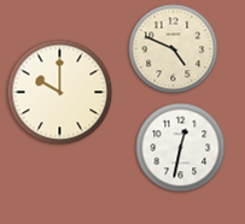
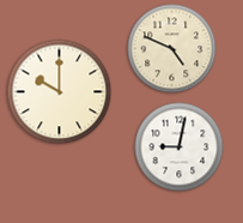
clock at (181, 148): 12:32 -> 9:02
